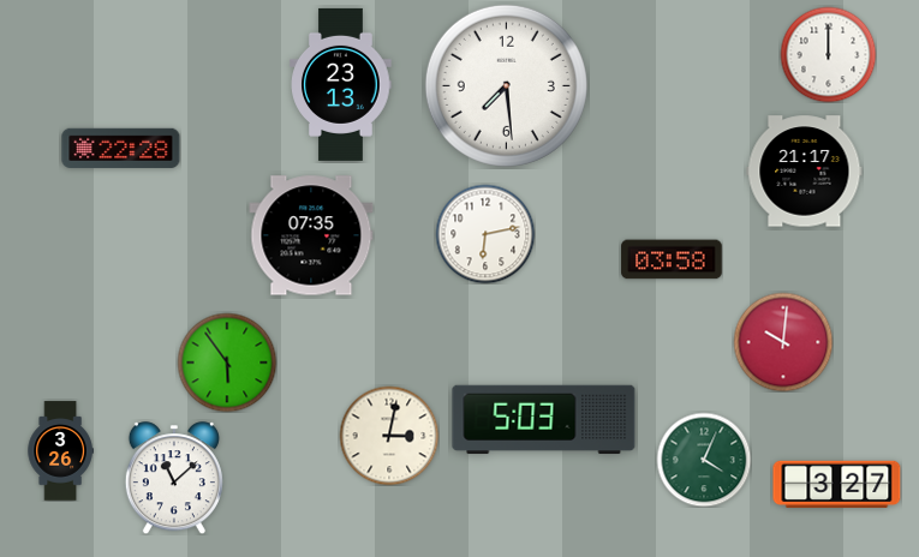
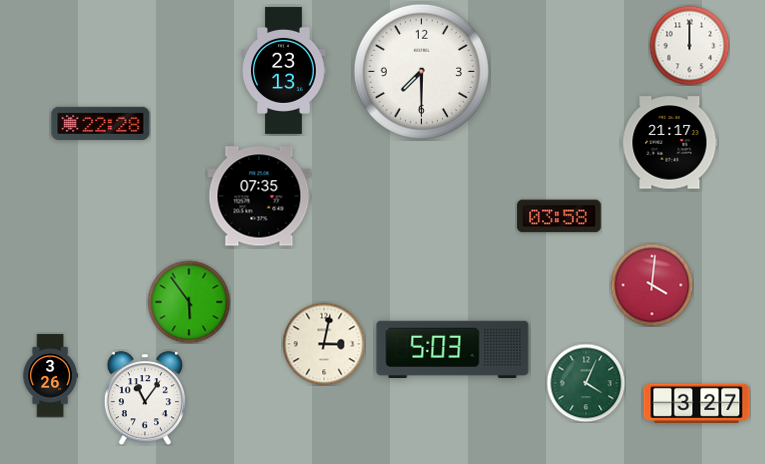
clock at (506, 85): 7:29 -> 7:30
clock at (485, 234): 6:13 -> none
clock at (783, 342): 10:01 -> 4:01
clock at (389, 436) position: (389, 436) -> (324, 344)
clock at (174, 478): 11:08 -> 11:06
